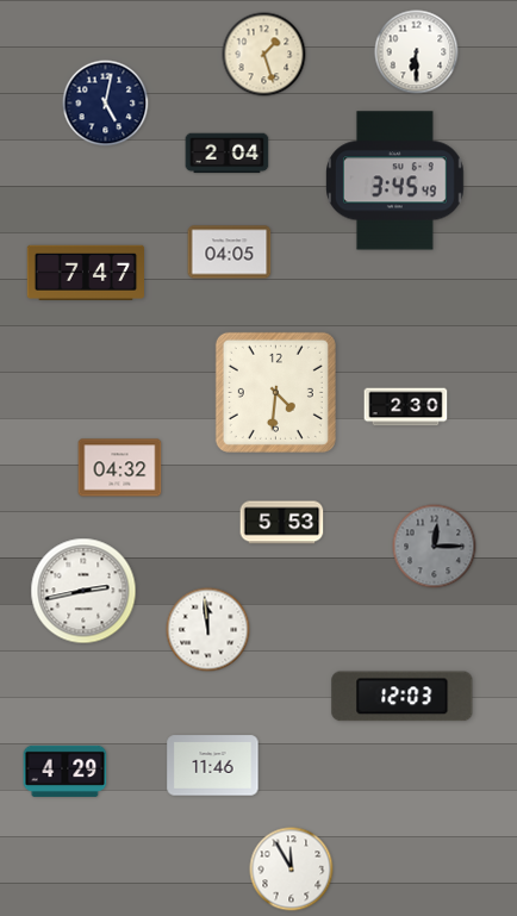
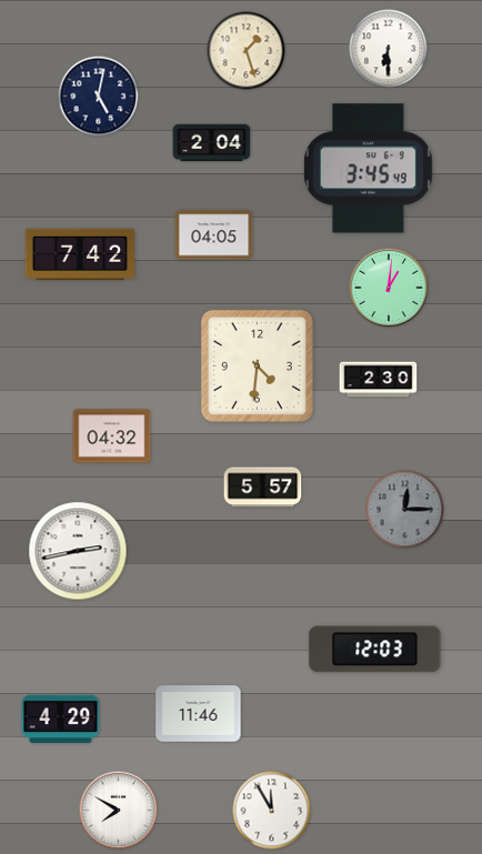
clock at (85, 273): 7:47 -> 7:42
clock at (389, 288): none -> 1:01
clock at (282, 523): 5:53 -> 5:57
clock at (208, 630): 11:59 -> none
clock at (119, 811): none -> 7:50
